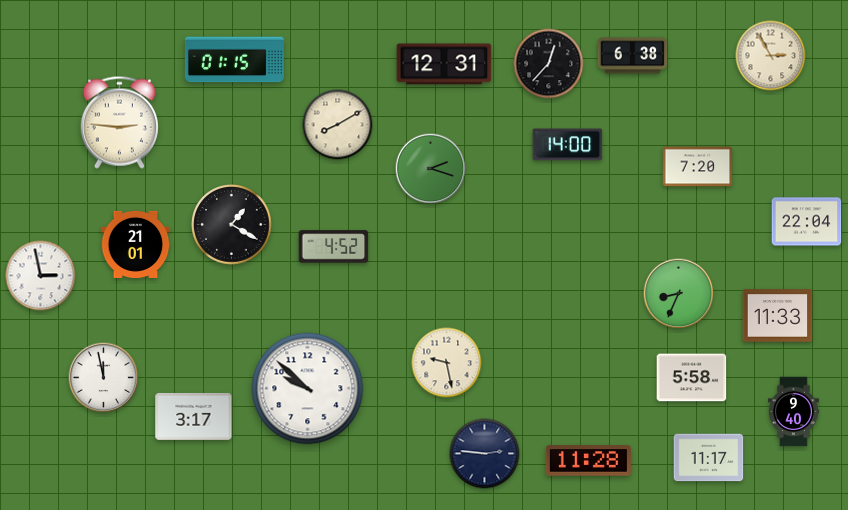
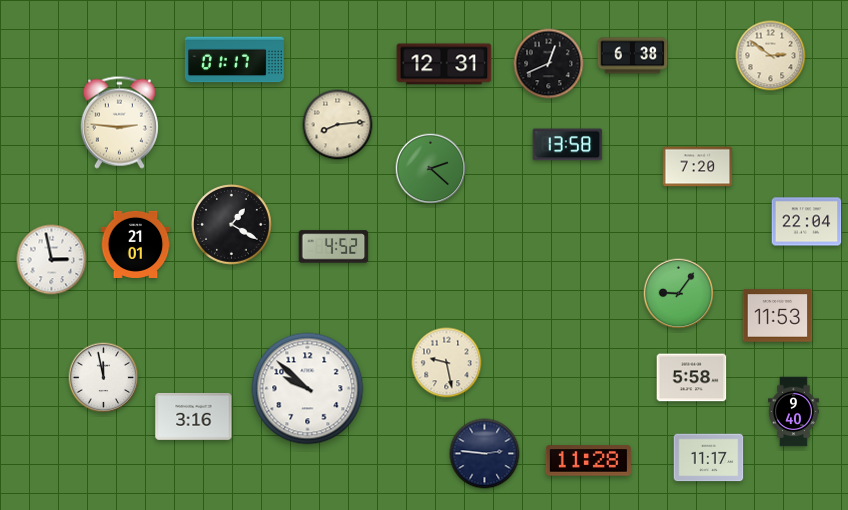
clock at (771, 56): 2:55 -> 2:51
clock at (234, 60): 01:15 -> 01:17
clock at (549, 64): 12:37 -> 12:41
clock at (338, 125): 8:10 -> 8:14
clock at (568, 145): 14:00 -> 13:58
clock at (431, 169): 2:18 -> 2:22
clock at (41, 276) position: (41, 276) -> (52, 260)
clock at (679, 294): 8:34 -> 9:06
clock at (778, 316): 11:33 -> 11:53
clock at (194, 416): 3:17 -> 3:16
